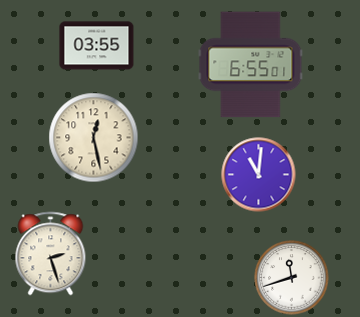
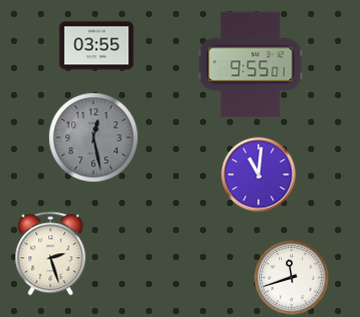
clock at (251, 65): 6:55 -> 9:55
clock at (94, 138) dial: cream -> grey
